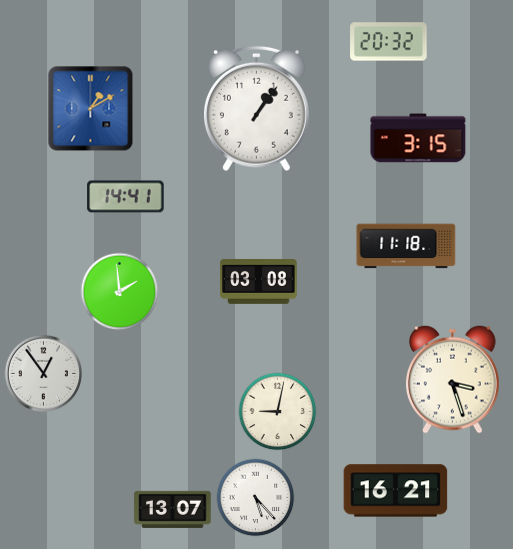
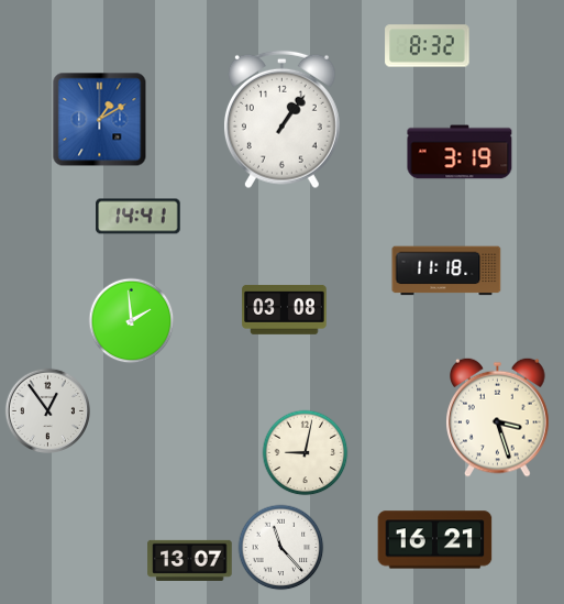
clock at (389, 42): 20:32 -> 8:32
clock at (418, 138): 3:15 -> 3:19
clock at (255, 497): 5:23 -> 11:23
